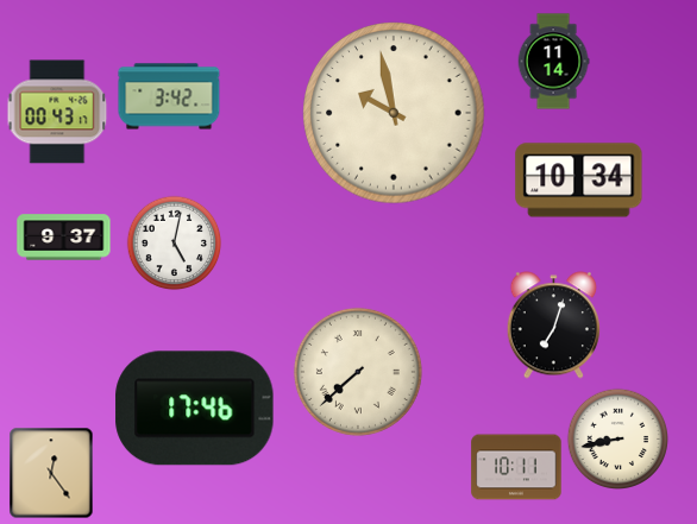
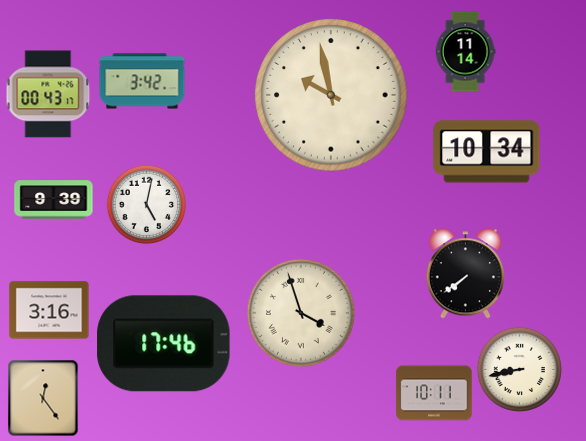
clock at (64, 238): 9:37 -> 9:39
clock at (553, 326): 7:03 -> 7:39
clock at (49, 310): none -> 3:16
clock at (358, 372): 7:38 -> 3:57
